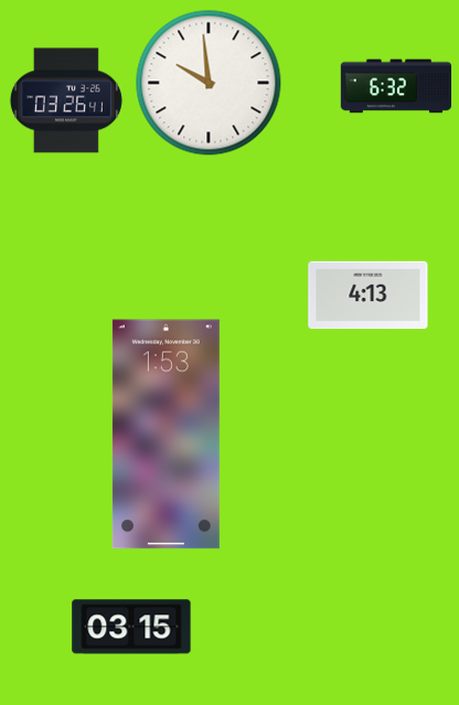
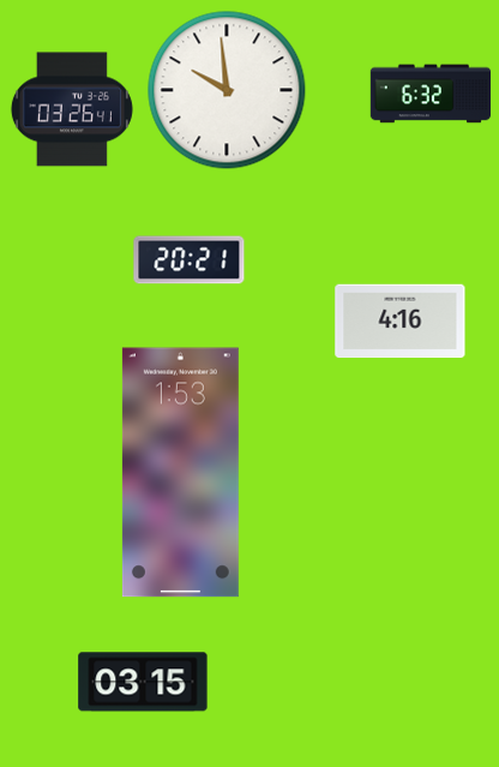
clock at (190, 260): none -> 20:21
clock at (369, 296): 4:13 -> 4:16
